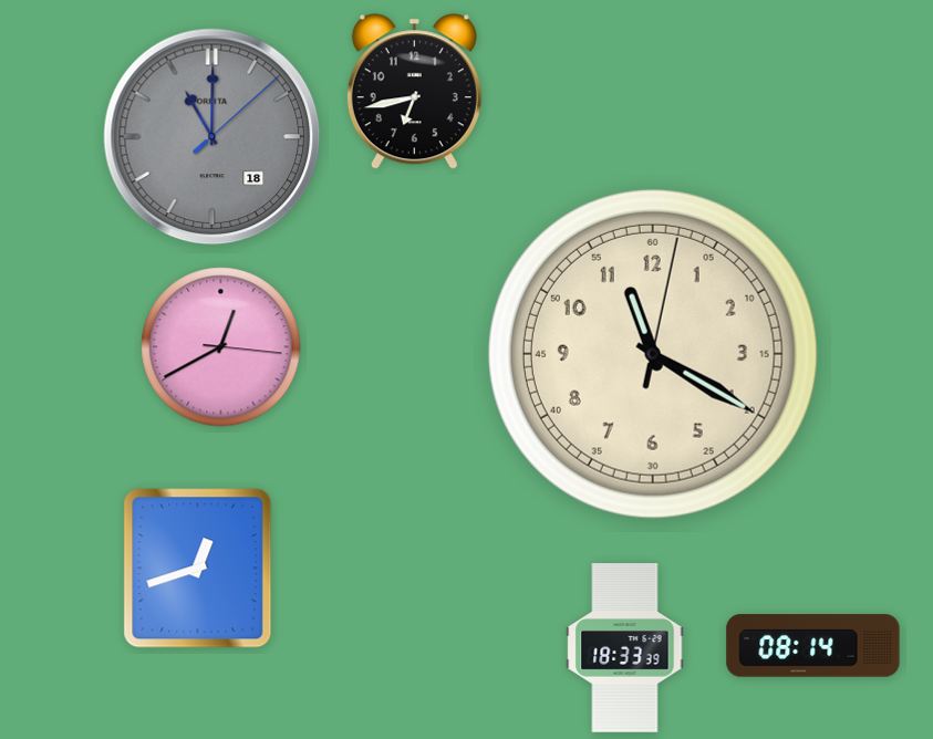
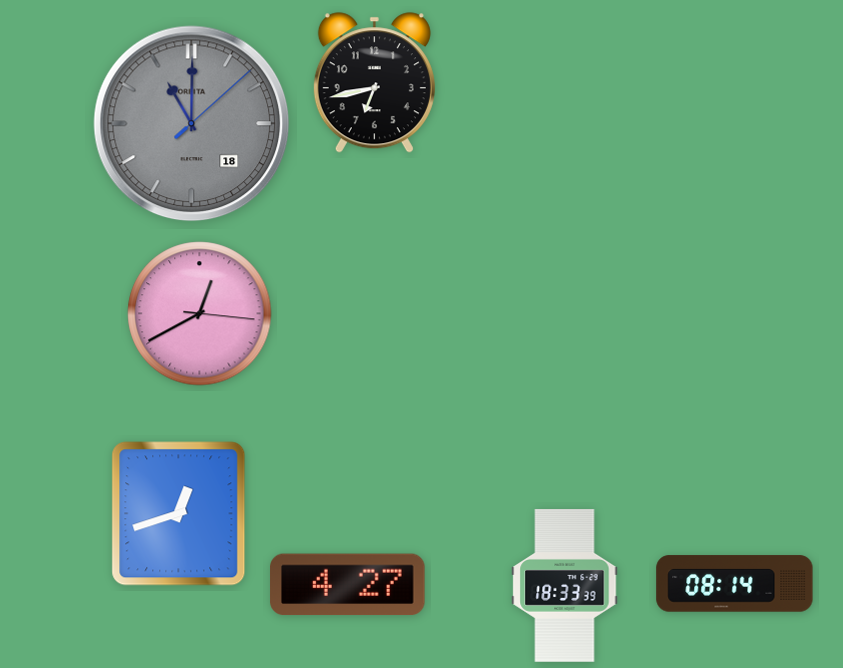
clock at (653, 354): 11:20 -> none
clock at (348, 585): none -> 4:27
